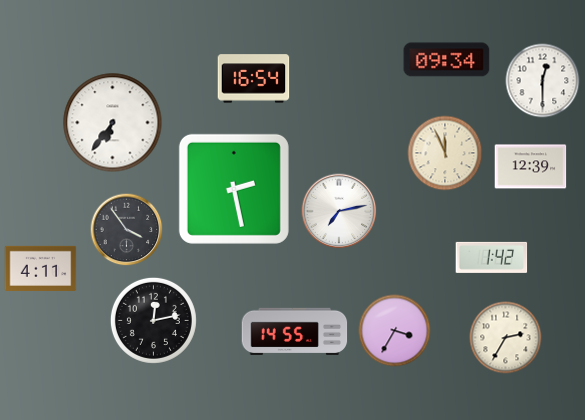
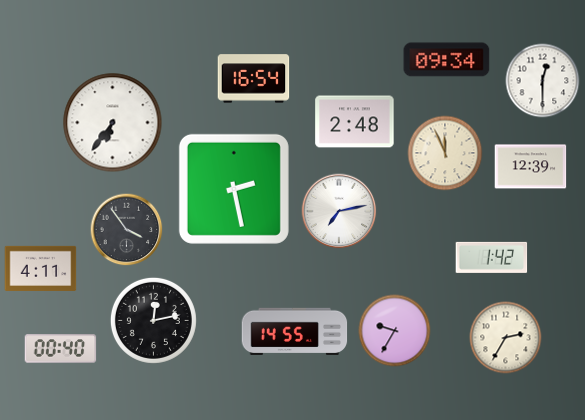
clock at (355, 122): none -> 2:48
clock at (395, 331): 3:35 -> 9:35
clock at (61, 349): none -> 00:40
